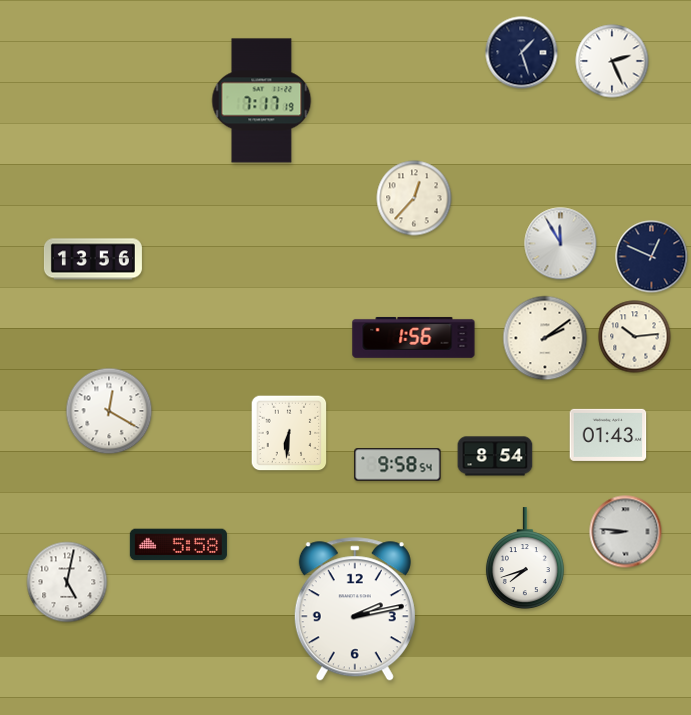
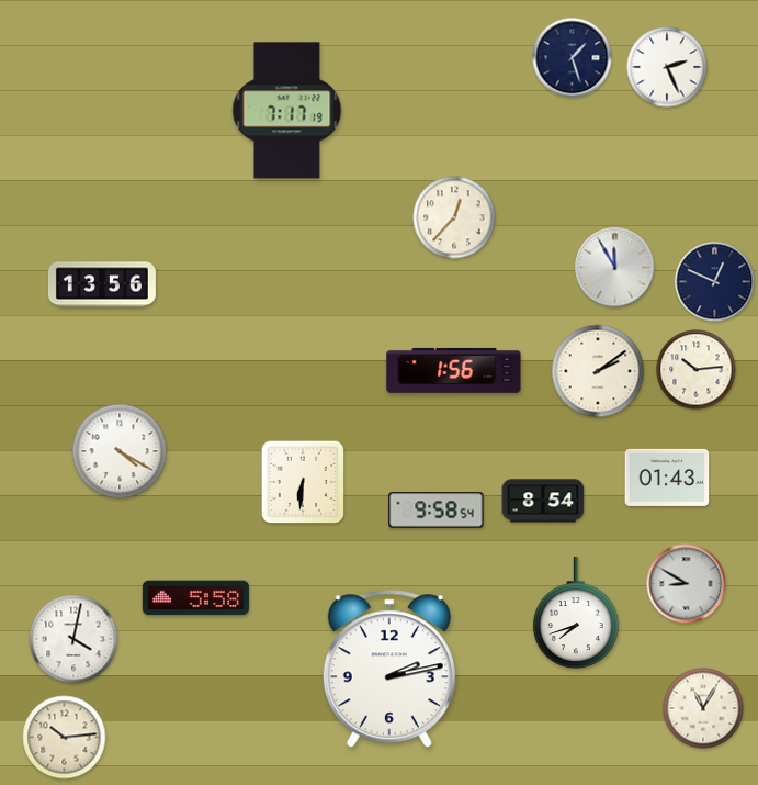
clock at (612, 61) position: (612, 61) -> (667, 67)
clock at (109, 411): 12:20 -> 4:20
clock at (289, 433) position: (289, 433) -> (303, 482)
clock at (626, 532): 8:46 -> 8:50
clock at (67, 582): 5:02 -> 4:02
clock at (703, 708): none -> 11:05
clock at (65, 738): none -> 10:14
